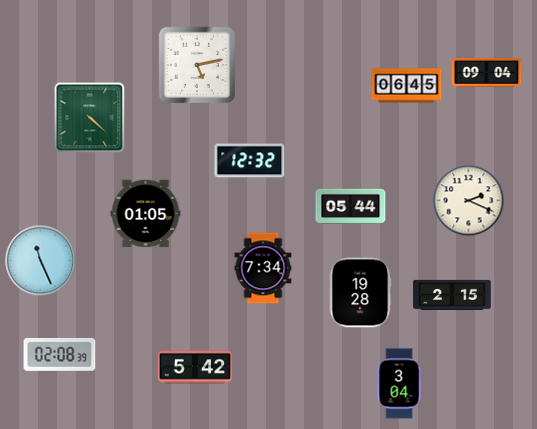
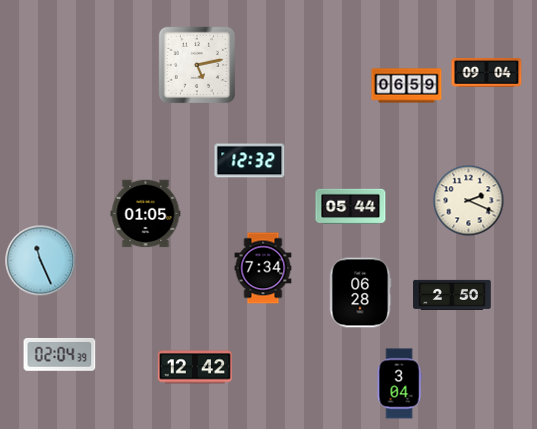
clock at (407, 86): 06:45 -> 06:59
clock at (90, 118): 4:22 -> none
clock at (360, 293): 19:28 -> 06:28
clock at (452, 295): 2:15 -> 2:50
clock at (60, 354): 02:08 -> 02:04
clock at (195, 367): 5:42 -> 12:42
